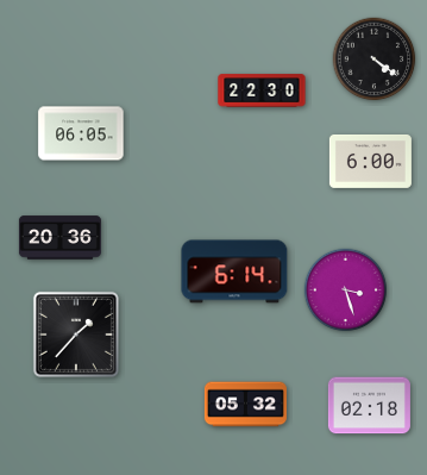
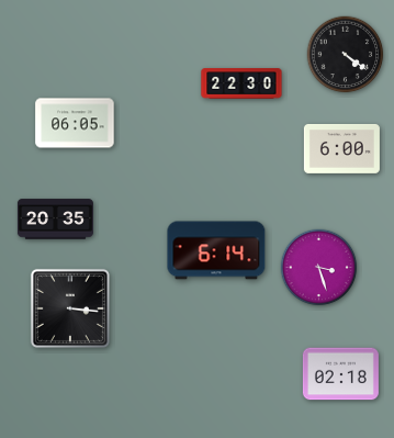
clock at (59, 238): 20:36 -> 20:35
clock at (76, 335): 1:37 -> 3:16
clock at (245, 405): 05:32 -> none
